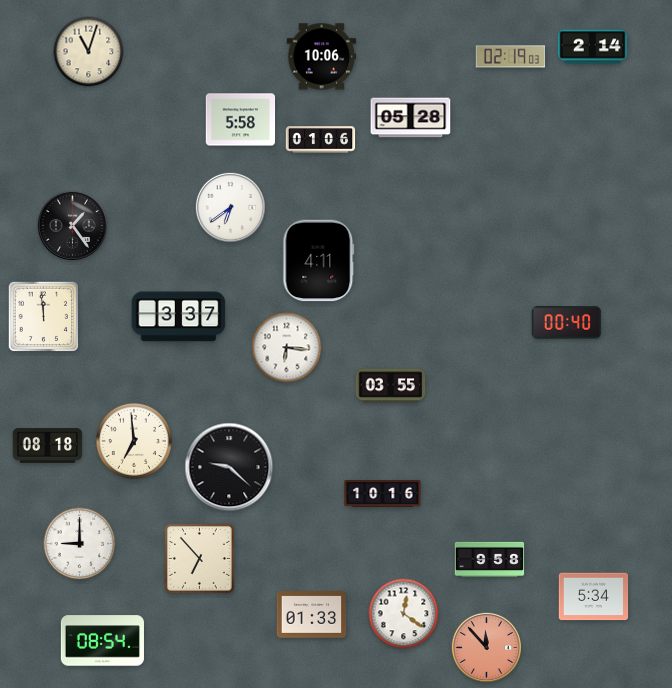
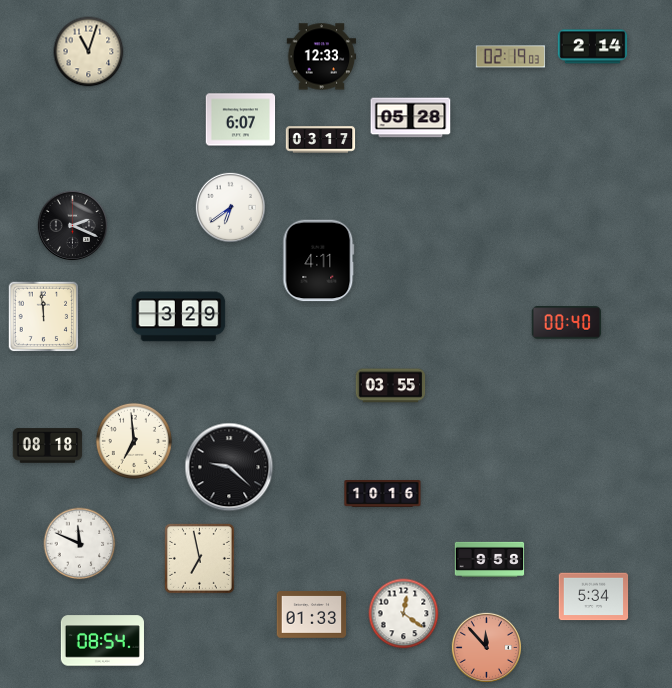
clock at (322, 57): 10:06 -> 12:33
clock at (241, 120): 5:58 -> 6:07
clock at (321, 140): 01:06 -> 03:17
clock at (72, 225): 1:24 -> 2:19
clock at (179, 317): 3:37 -> 3:29
clock at (287, 348): 6:16 -> none
clock at (80, 544): 9:00 -> 11:49
clock at (199, 558): 6:53 -> 6:58
